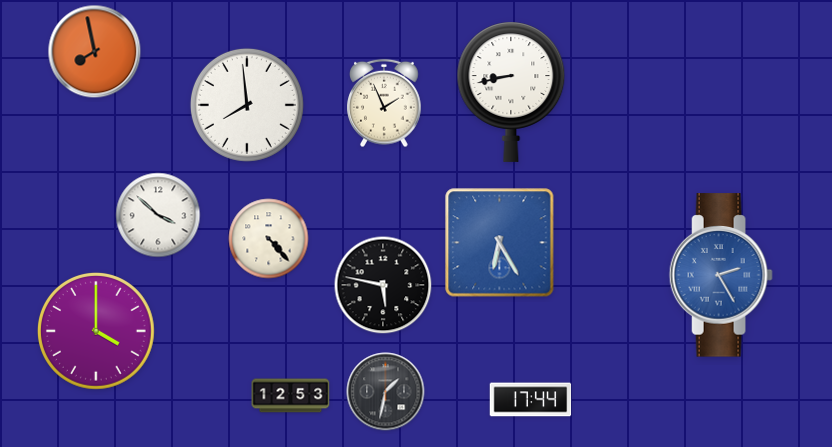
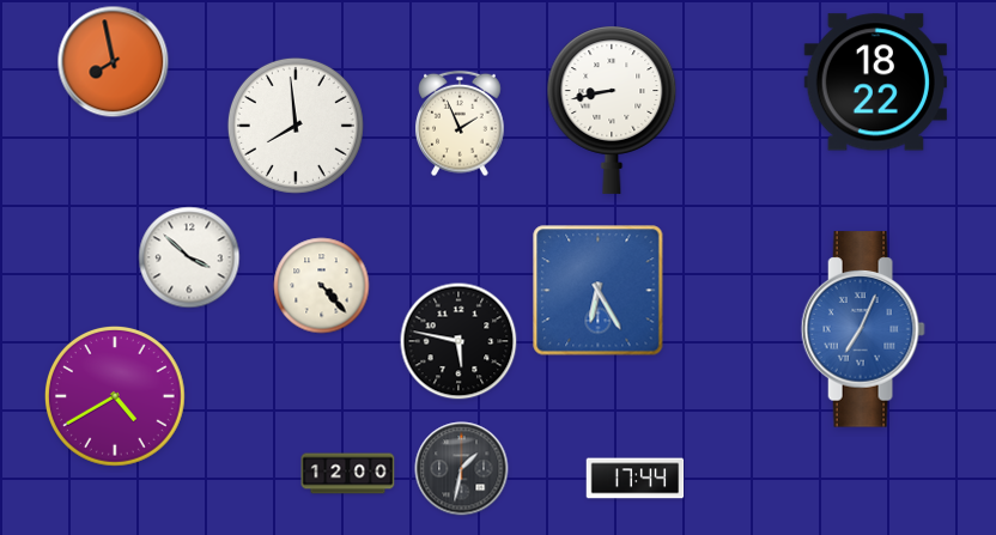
clock at (875, 83): none -> 18:22
clock at (721, 275): 2:25 -> 7:04
clock at (96, 331): 4:00 -> 4:40
clock at (291, 396): 12:53 -> 12:00
